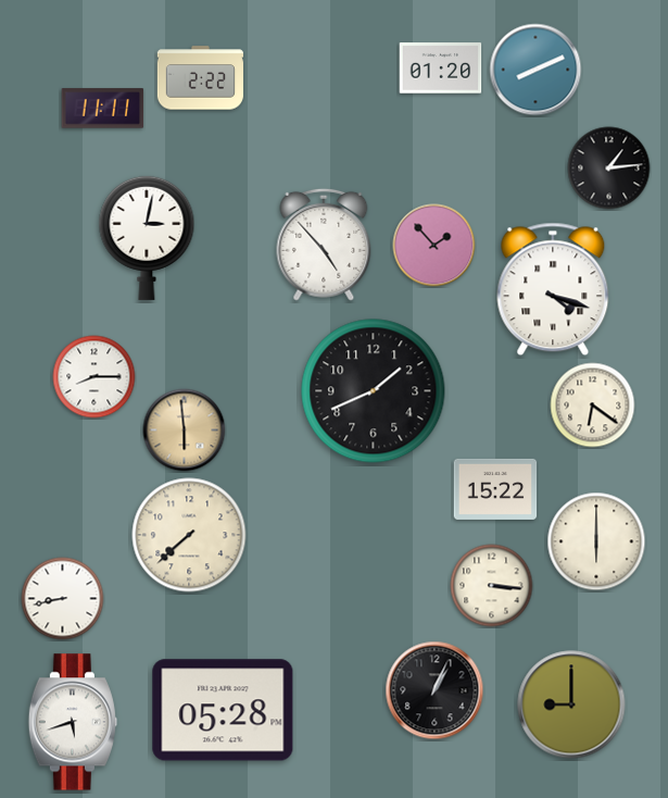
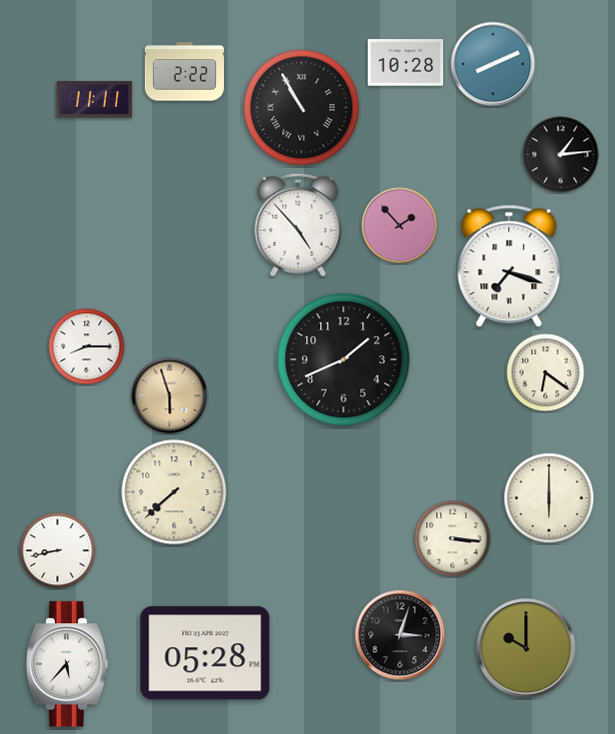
clock at (441, 68): 01:20 -> 10:28
clock at (302, 108): none -> 10:55
clock at (147, 238): 3:02 -> none
clock at (553, 289): 4:18 -> 7:18
clock at (185, 431): 5:59 -> 5:57
clock at (495, 489): 15:22 -> none
clock at (434, 690): 1:04 -> 3:03
clock at (571, 705): 9:00 -> 10:00
clock at (72, 722): 5:42 -> 5:37
